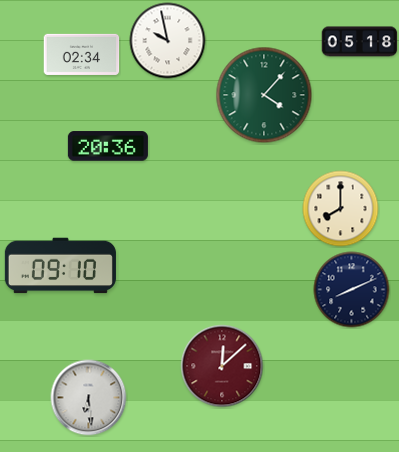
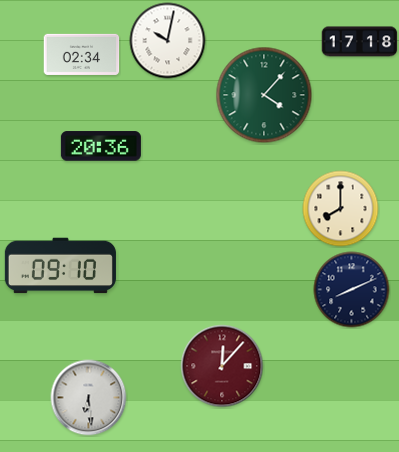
clock at (168, 41): 9:58 -> 10:02
clock at (360, 42): 05:18 -> 17:18
clock at (108, 146) position: (108, 146) -> (101, 146)
clock at (222, 366): 12:08 -> 12:07
